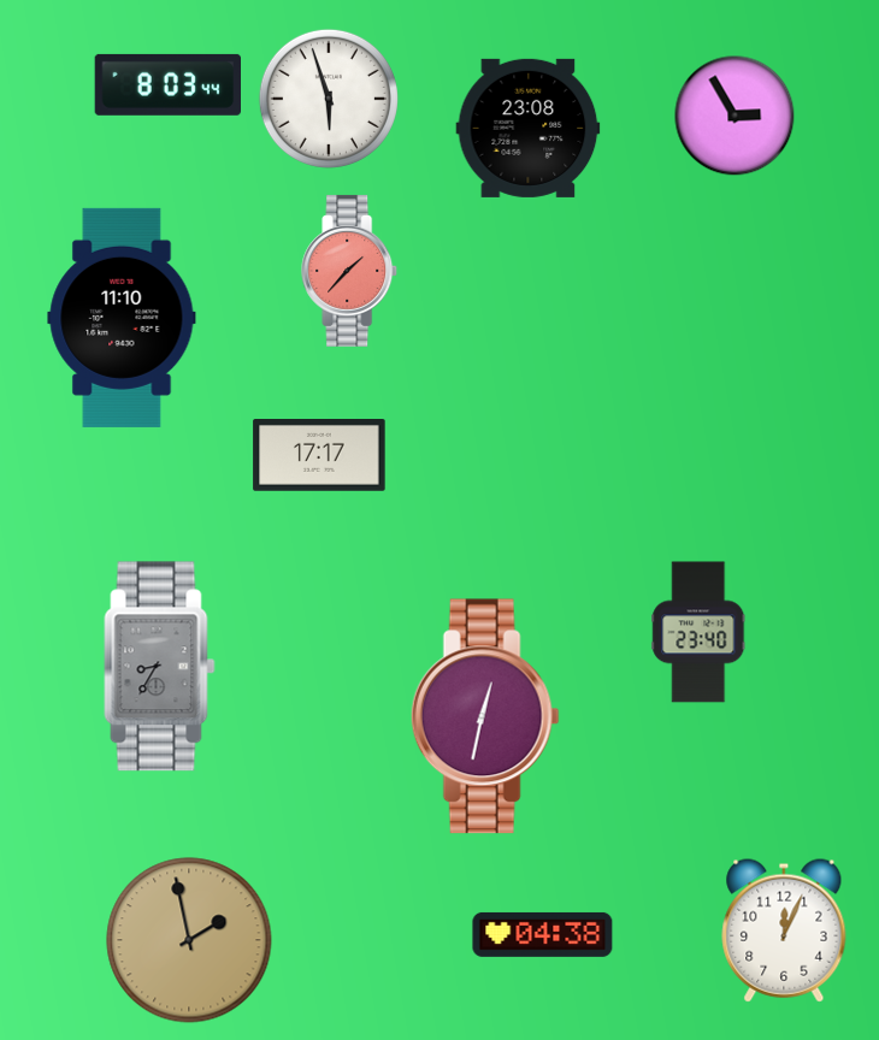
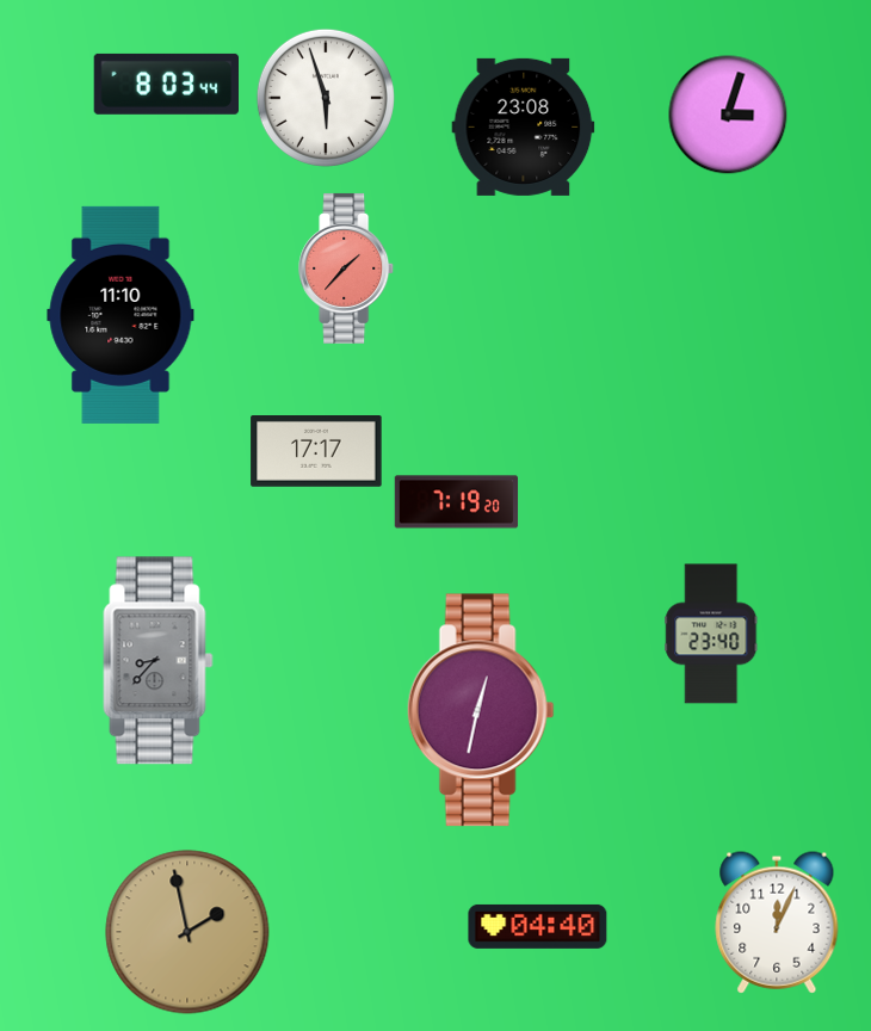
clock at (735, 116): 2:55 -> 3:03
clock at (457, 502): none -> 7:19
clock at (698, 632) position: (698, 632) -> (711, 634)
clock at (160, 667): 8:35 -> 8:37
clock at (543, 934): 04:38 -> 04:40
